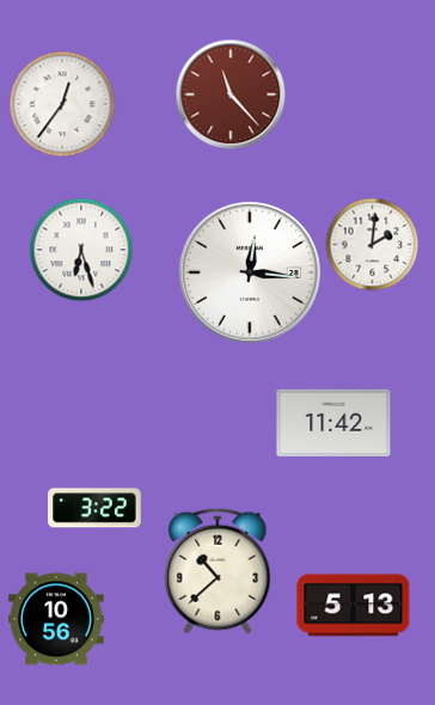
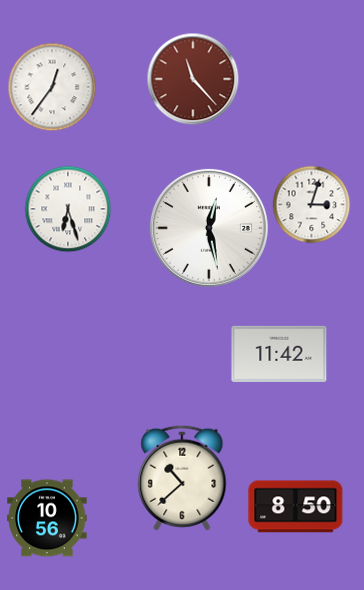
clock at (372, 244): 2:01 -> 3:03
clock at (250, 272): 12:16 -> 12:28
clock at (94, 508): 3:22 -> none
clock at (354, 606): 5:13 -> 8:50
